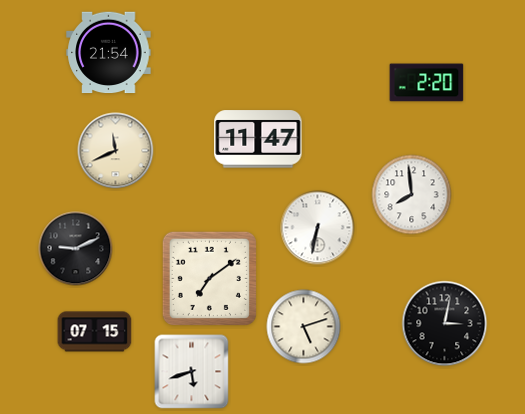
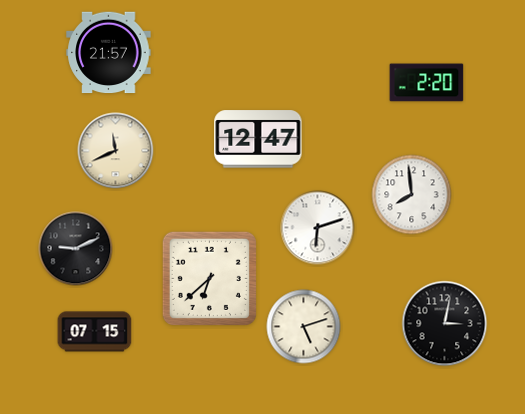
clock at (109, 53): 21:54 -> 21:57
clock at (258, 139): 11:47 -> 12:47
clock at (318, 228): 6:32 -> 6:12
clock at (209, 278): 7:09 -> 6:38
clock at (192, 372): 5:42 -> none
